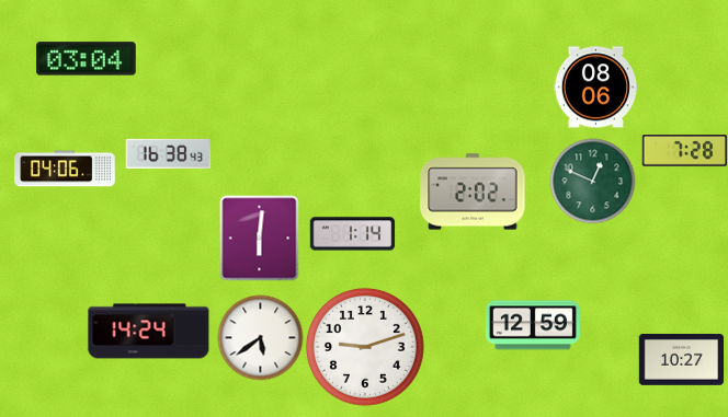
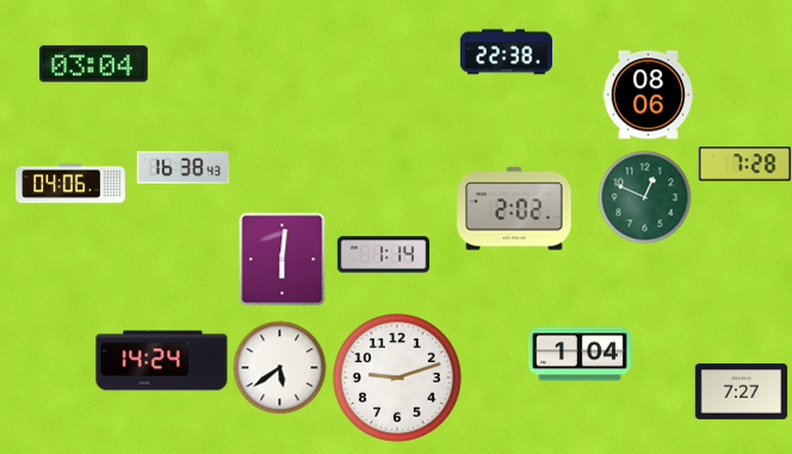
clock at (506, 52): none -> 22:38
clock at (533, 325): 12:59 -> 1:04
clock at (260, 337) position: (260, 337) -> (279, 367)
clock at (681, 360): 10:27 -> 7:27
